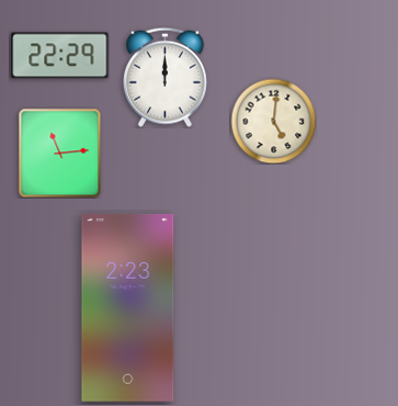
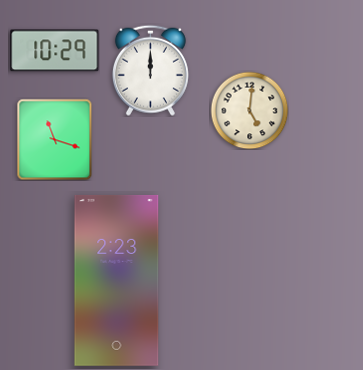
clock at (60, 56): 22:29 -> 10:29
clock at (60, 153): 11:14 -> 11:18
